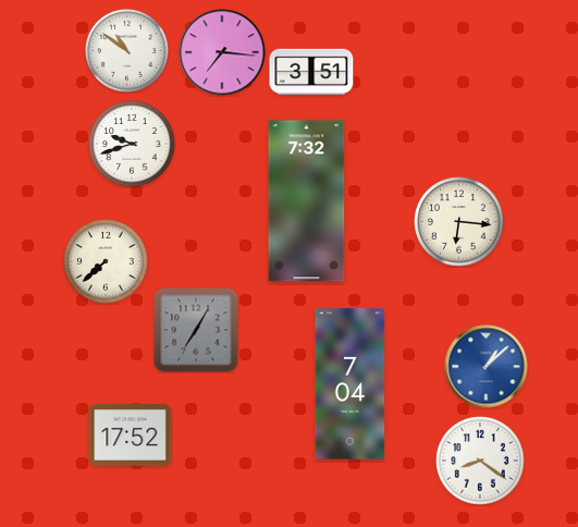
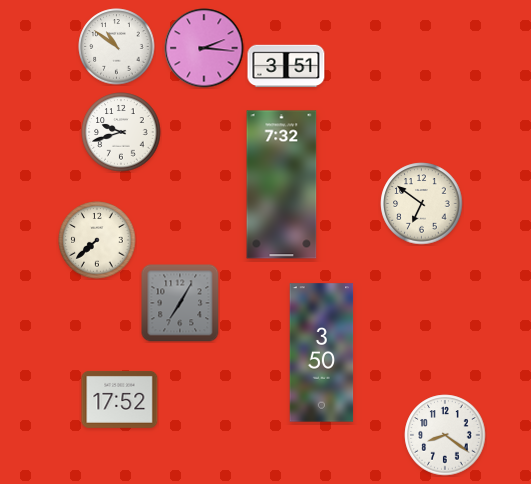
clock at (222, 52): 7:16 -> 2:16
clock at (459, 222): 6:16 -> 6:51
clock at (487, 367): 1:08 -> none
clock at (351, 384): 7:04 -> 3:50
clock at (480, 461) position: (480, 461) -> (445, 435)
